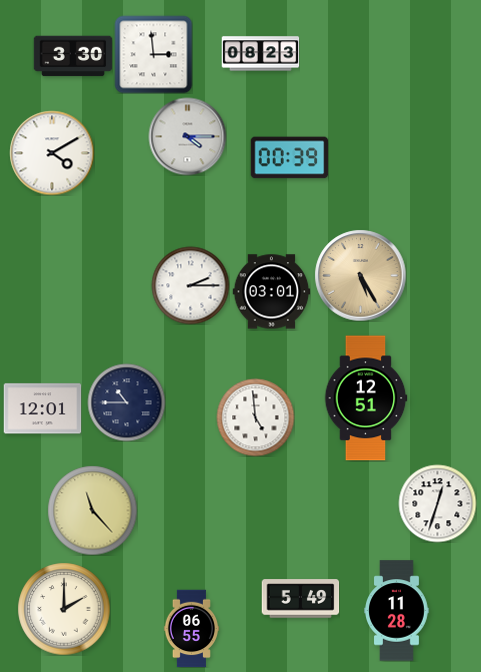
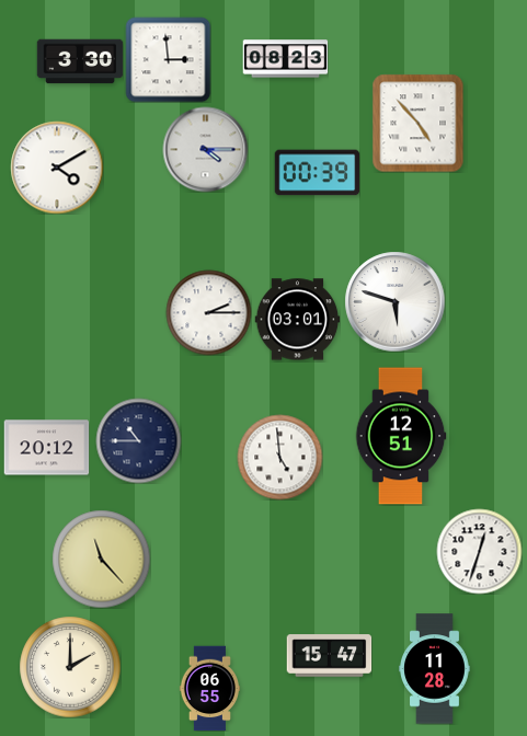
clock at (419, 123): none -> 4:53
clock at (360, 275): 5:25 -> 5:48
clock at (360, 275) dial: champagne -> white
clock at (42, 409): 12:01 -> 20:12
clock at (300, 599): 5:49 -> 15:47
